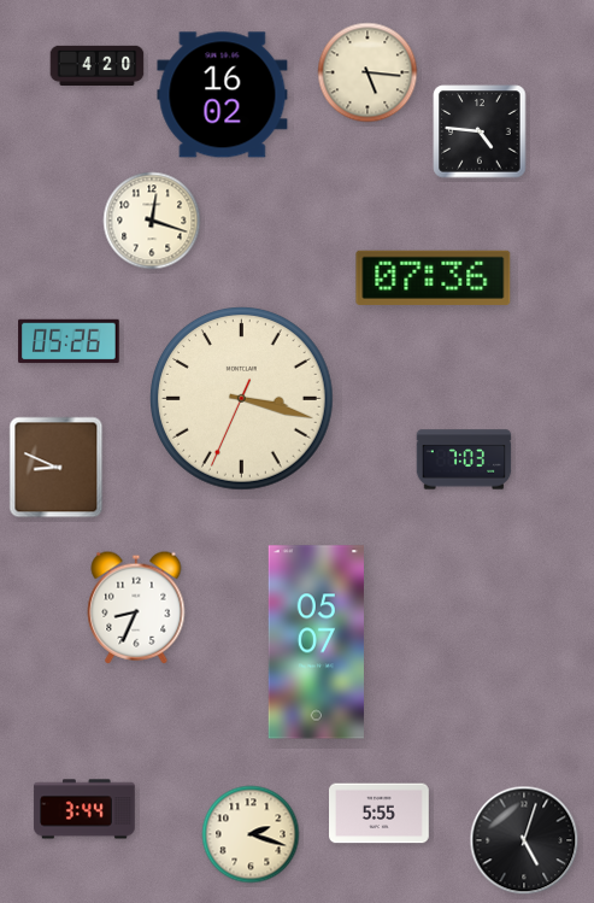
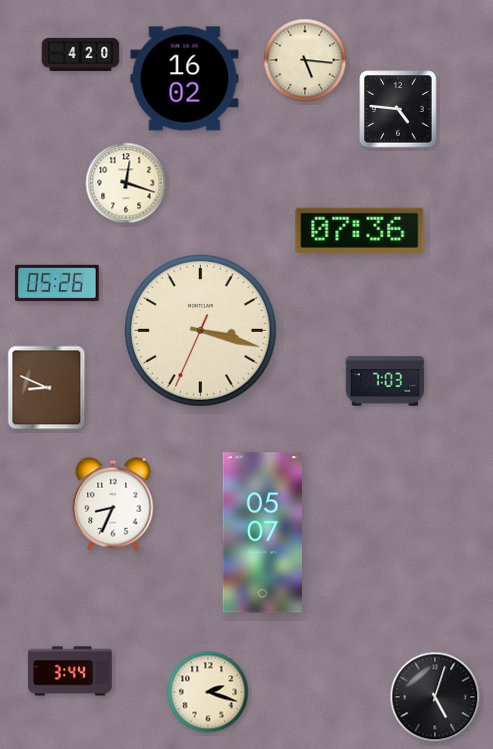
clock at (380, 814): 5:55 -> none
